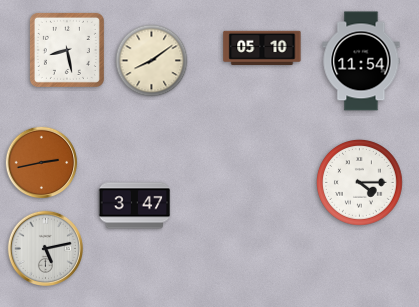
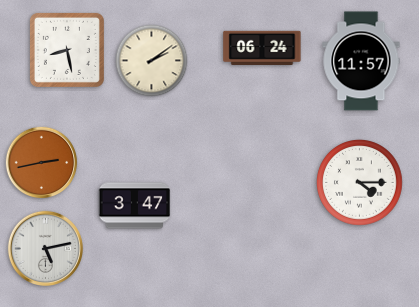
clock at (262, 48): 05:10 -> 06:24
clock at (152, 61): 8:09 -> 2:09
clock at (361, 61): 11:54 -> 11:57
